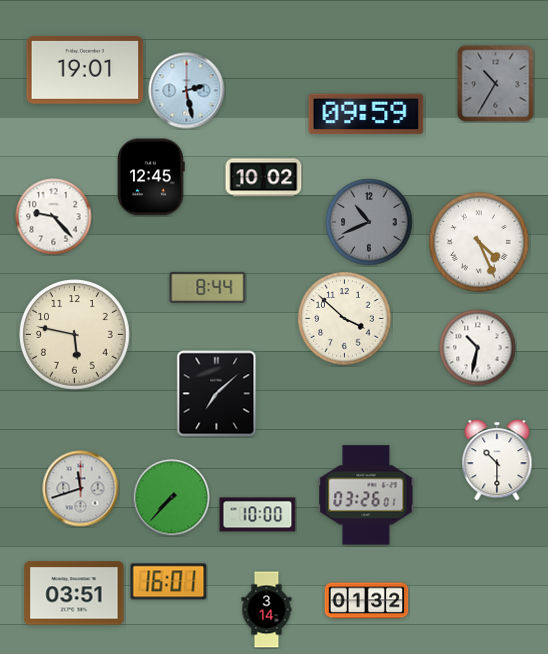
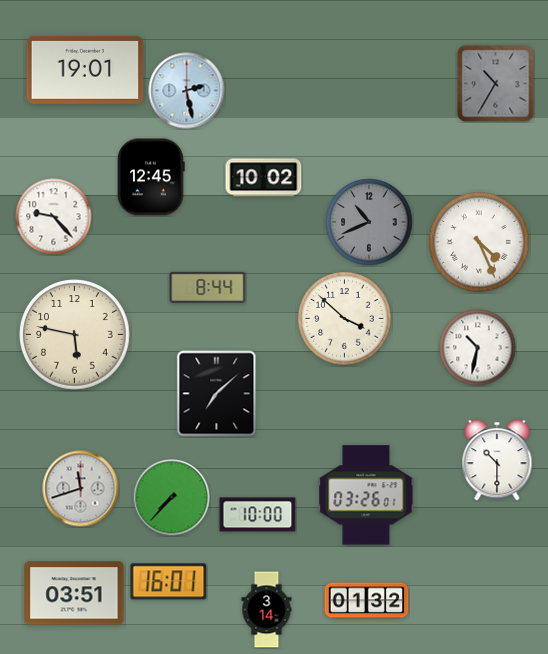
clock at (366, 114): 09:59 -> none
